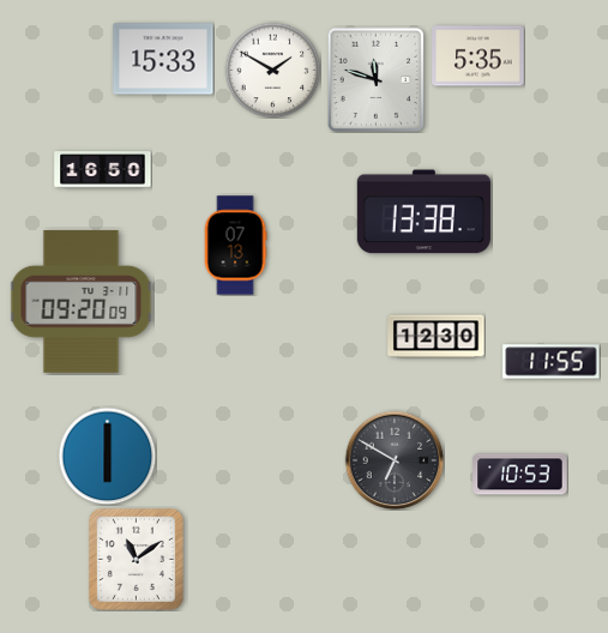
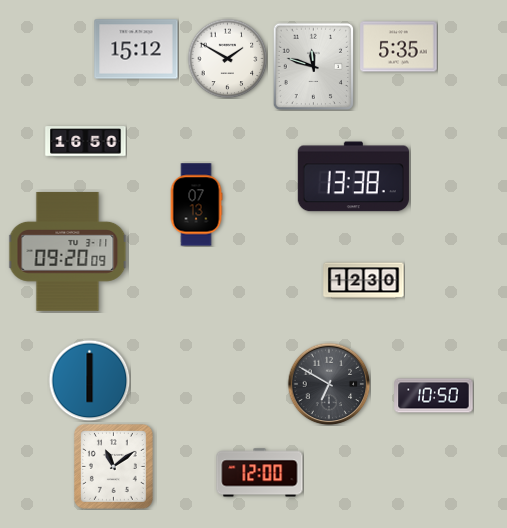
clock at (163, 59): 15:33 -> 15:12
clock at (552, 362): 11:55 -> none
clock at (520, 475): 10:53 -> 10:50
clock at (260, 473): none -> 12:00
